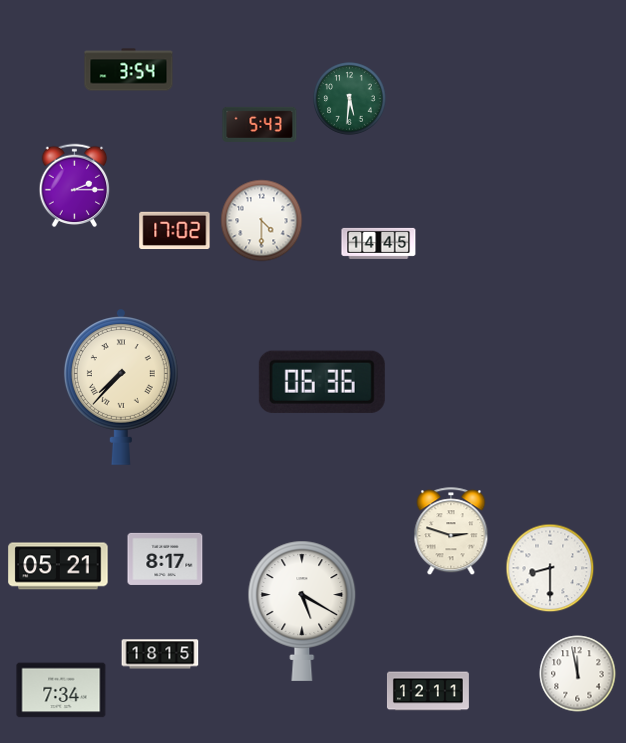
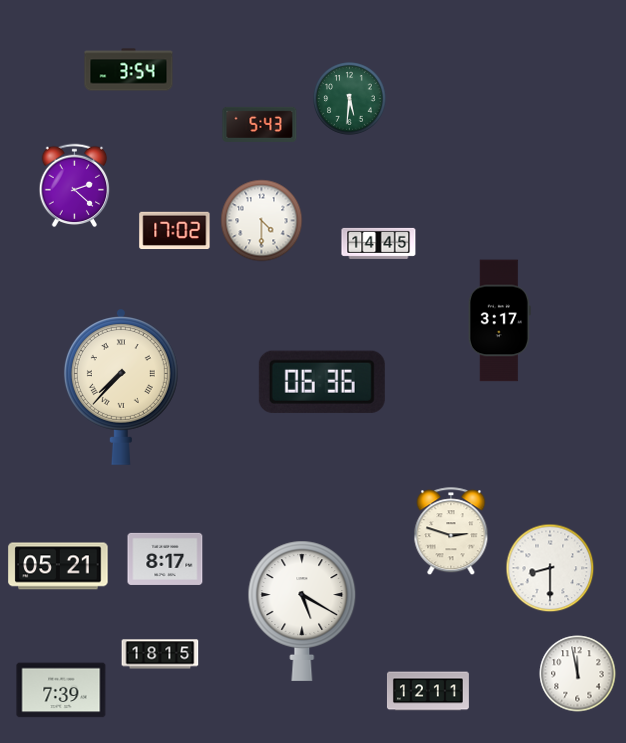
clock at (75, 186): 2:15 -> 2:22
clock at (499, 321): none -> 3:17
clock at (61, 690): 7:34 -> 7:39
